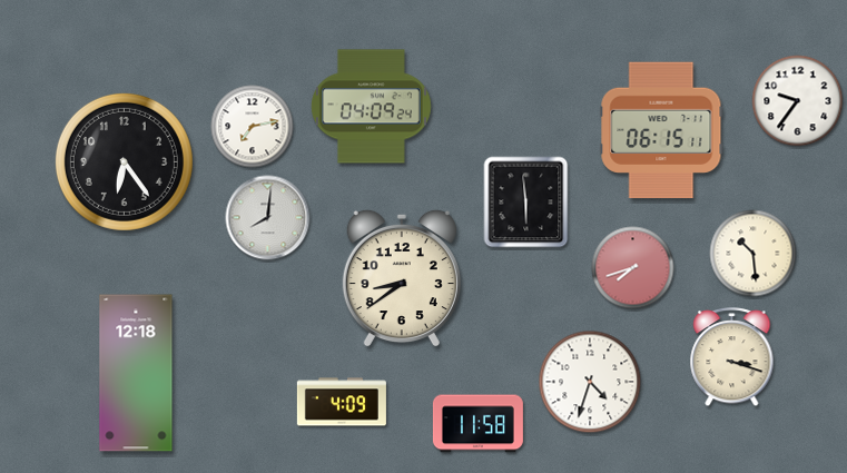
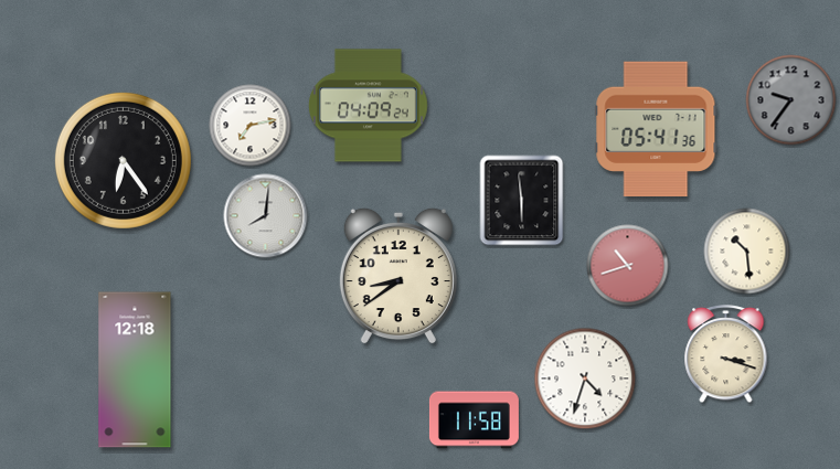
clock at (798, 101) dial: white -> grey
clock at (661, 130): 06:15 -> 05:41
clock at (633, 268): 7:42 -> 10:42
clock at (342, 402): 4:09 -> none
